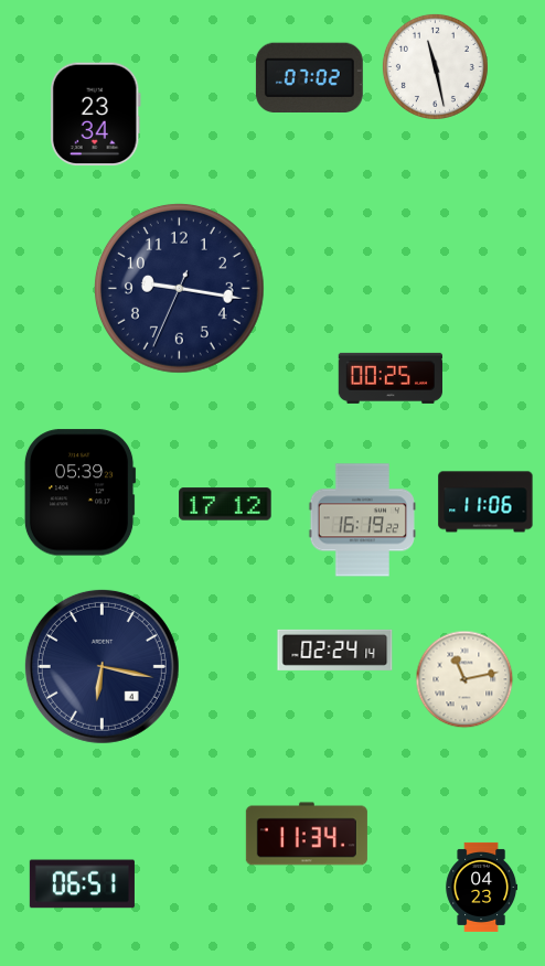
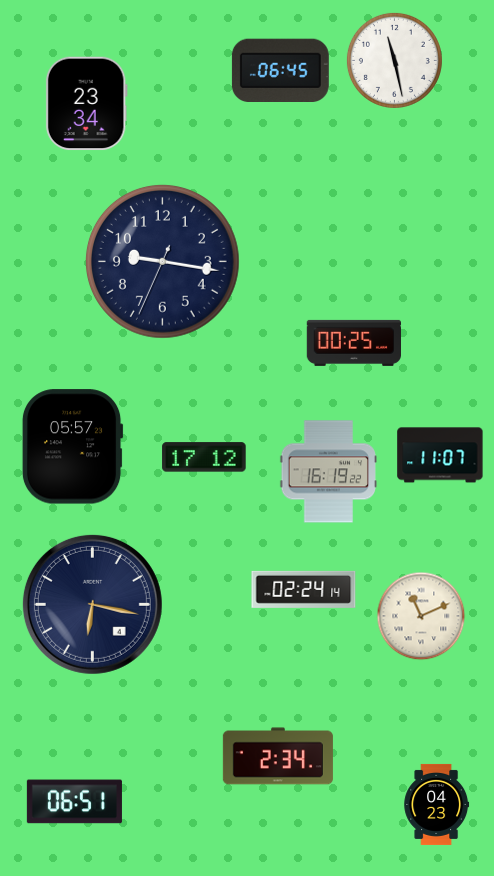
clock at (309, 77): 07:02 -> 06:45
clock at (79, 493): 05:39 -> 05:57
clock at (485, 502): 11:06 -> 11:07
clock at (464, 679): 11:13 -> 11:11
clock at (307, 834): 11:34 -> 2:34
